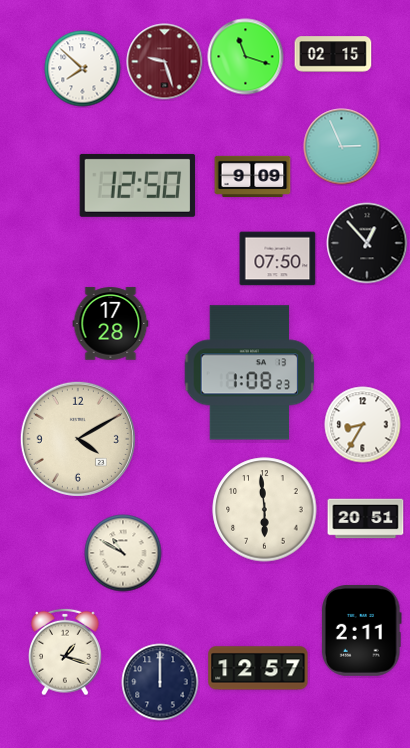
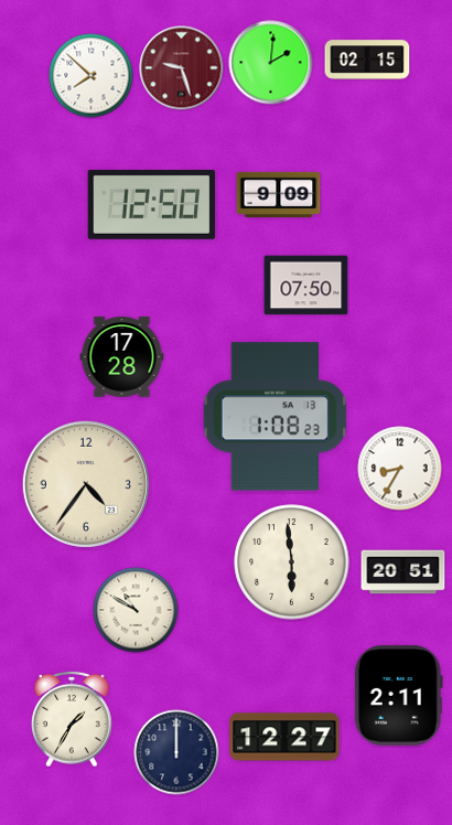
clock at (246, 57): 11:18 -> 2:01
clock at (342, 147): 2:56 -> none
clock at (367, 243): 12:53 -> none
clock at (250, 373) position: (250, 373) -> (276, 417)
clock at (78, 439): 4:10 -> 4:36
clock at (65, 652): 1:18 -> 1:35
clock at (258, 668): 12:57 -> 12:27
